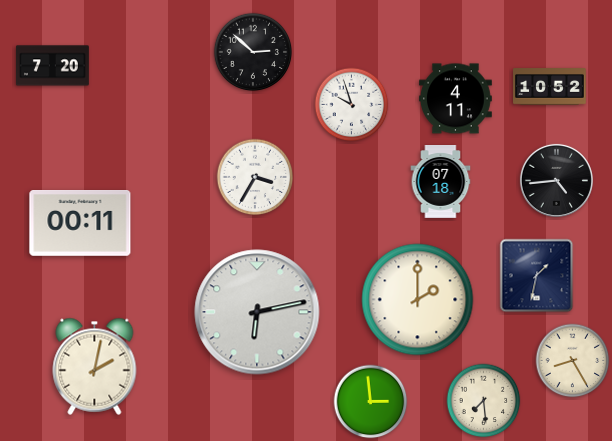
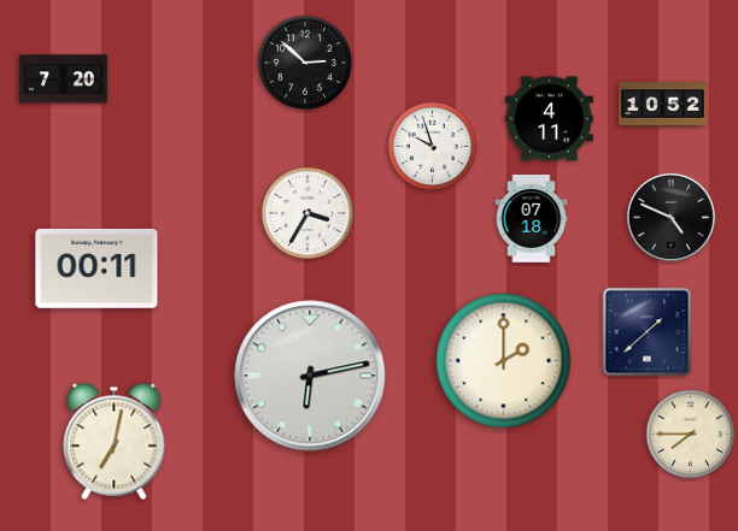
clock at (352, 105) position: (352, 105) -> (433, 147)
clock at (556, 180): 4:44 -> 4:49
clock at (537, 276): 1:32 -> 1:38
clock at (573, 361): 8:25 -> 7:45
clock at (95, 366): 2:02 -> 7:02
clock at (484, 401): 7:29 -> none
clock at (371, 402): 2:59 -> none
